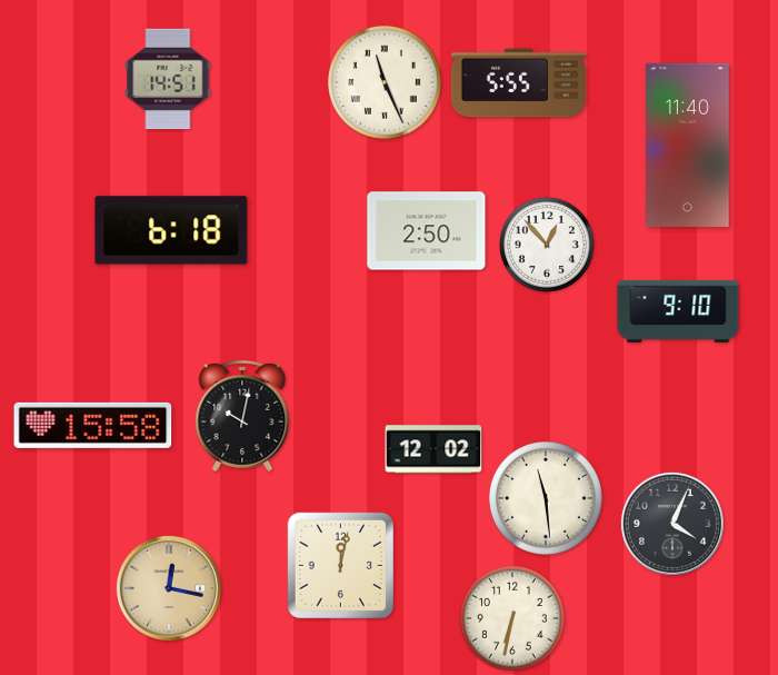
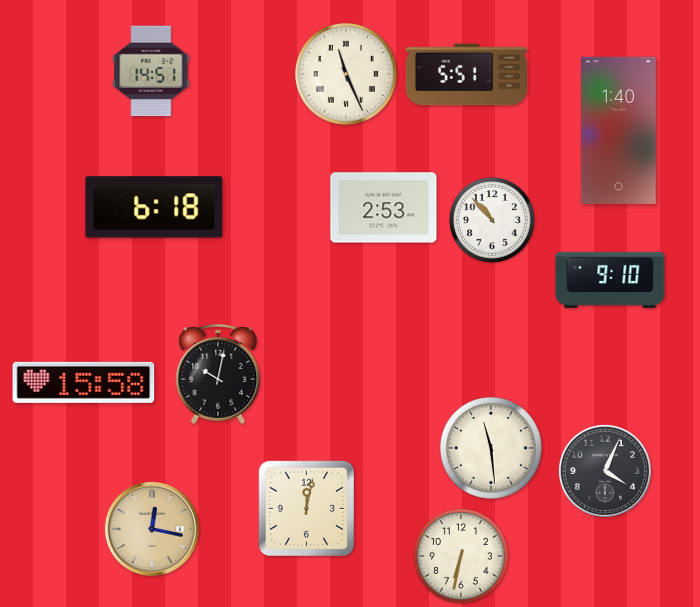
clock at (518, 83): 5:55 -> 5:51
clock at (688, 145): 11:40 -> 1:40
clock at (427, 231): 2:50 -> 2:53
clock at (547, 245): 12:53 -> 10:53
clock at (433, 449): 12:02 -> none
